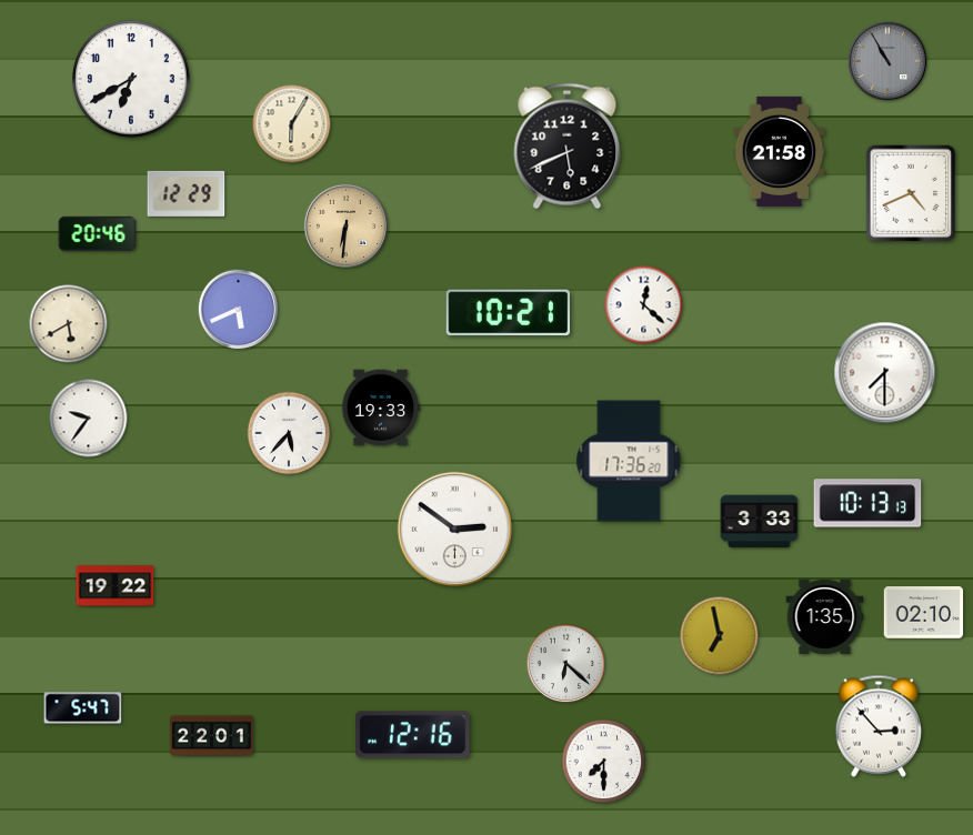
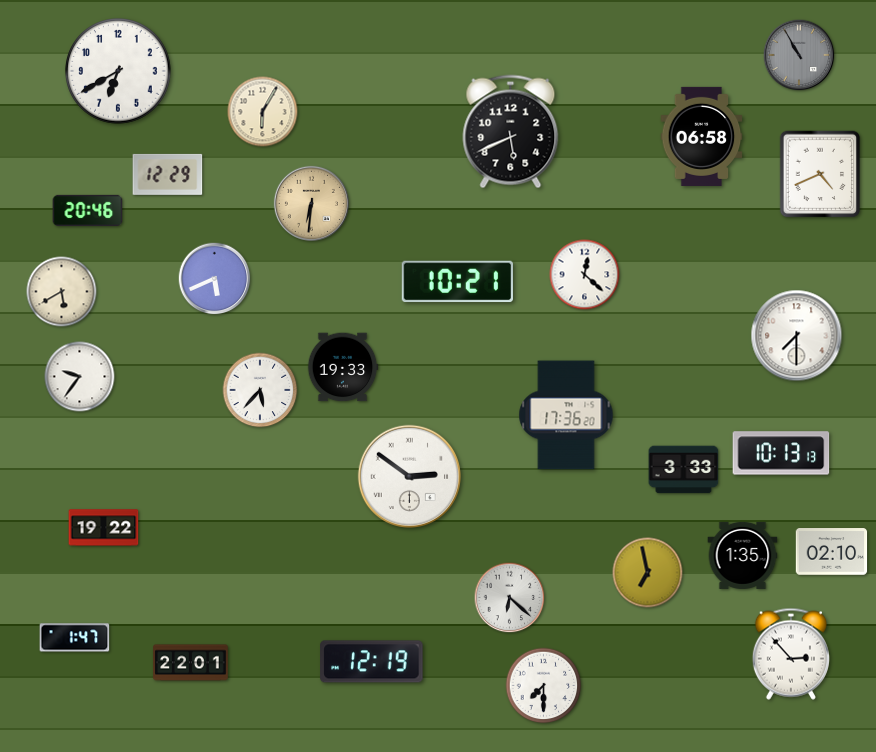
clock at (780, 151): 21:58 -> 06:58
clock at (644, 305) position: (644, 305) -> (585, 275)
clock at (83, 708): 5:47 -> 1:47
clock at (413, 735): 12:16 -> 12:19
